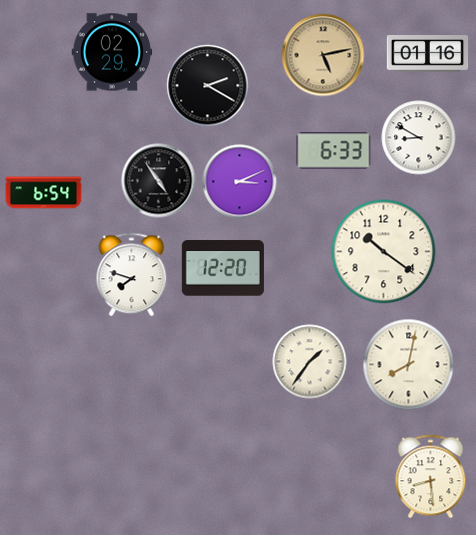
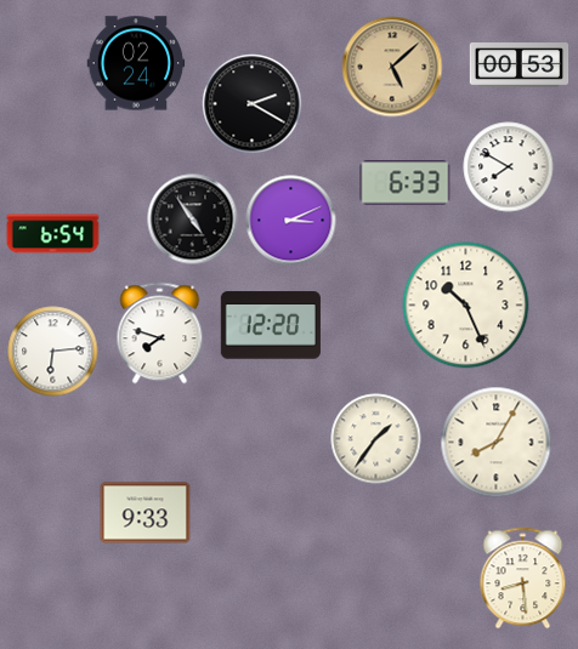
clock at (112, 52): 02:29 -> 02:24
clock at (428, 54): 01:16 -> 00:53
clock at (323, 55): 5:13 -> 5:08
clock at (419, 138): 8:50 -> 7:50
clock at (384, 252): 10:21 -> 10:26
clock at (53, 352): none -> 6:14
clock at (409, 365): 8:02 -> 8:05
clock at (146, 513): none -> 9:33
